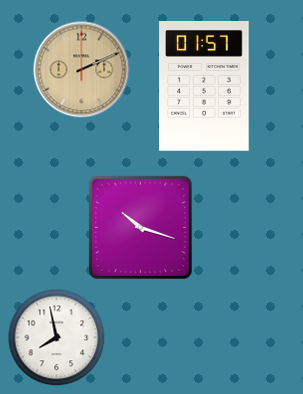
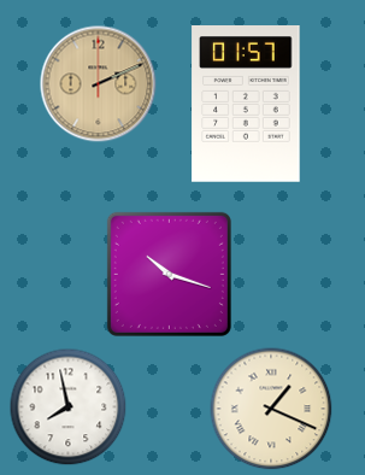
clock at (271, 409): none -> 1:19
